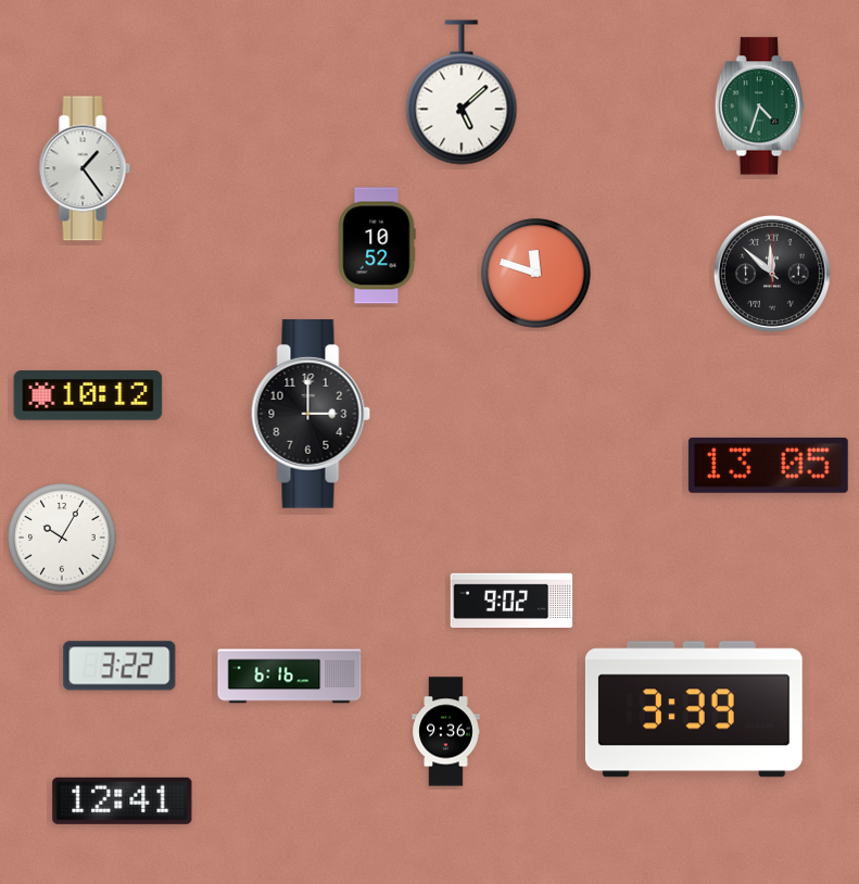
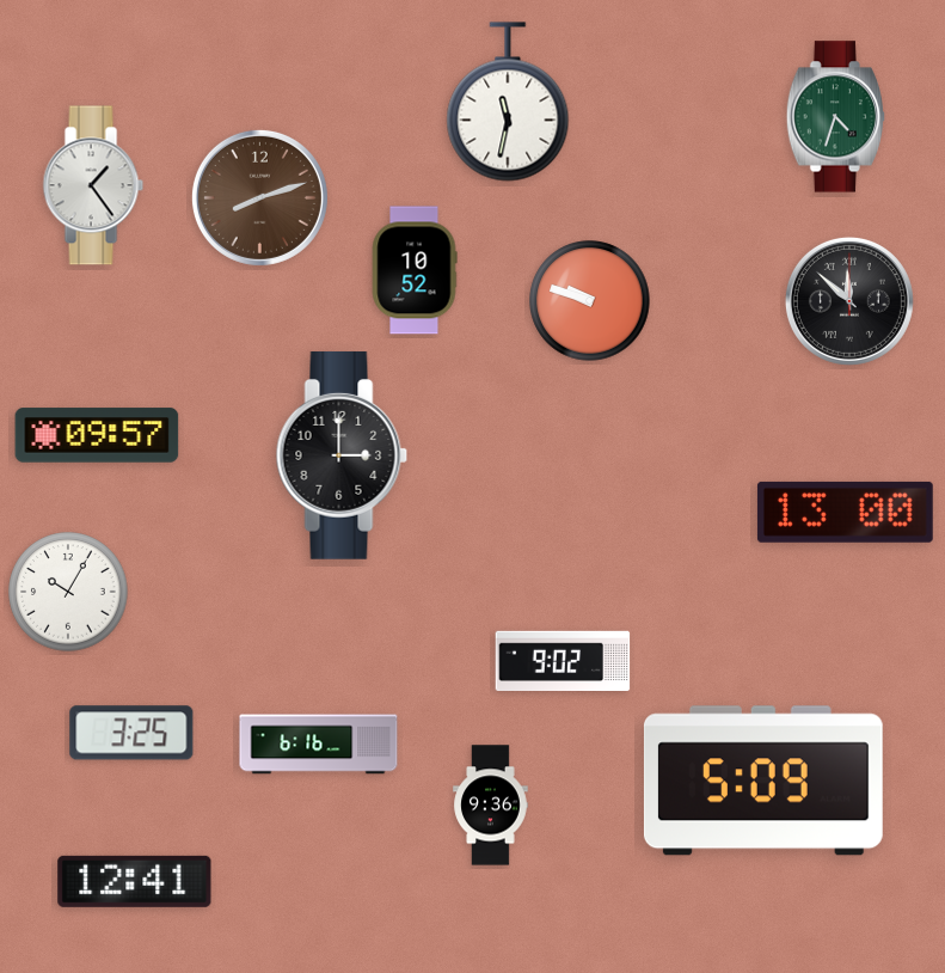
clock at (462, 92): 5:08 -> 11:32
clock at (259, 197): none -> 8:12
clock at (536, 274): 11:48 -> 9:48
clock at (88, 395): 10:12 -> 09:57
clock at (768, 465): 13:05 -> 13:00
clock at (119, 666): 3:22 -> 3:25
clock at (694, 709): 3:39 -> 5:09
